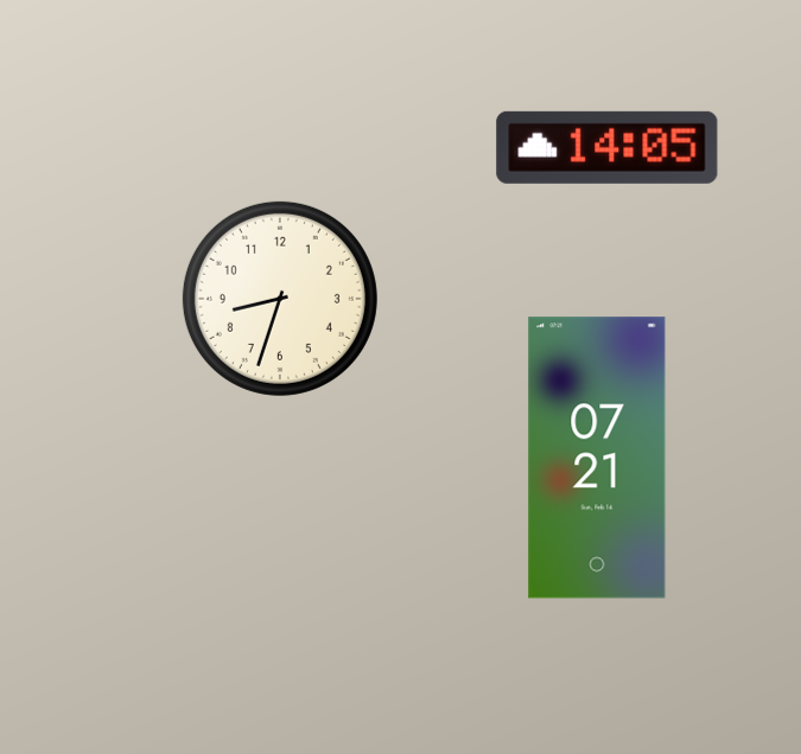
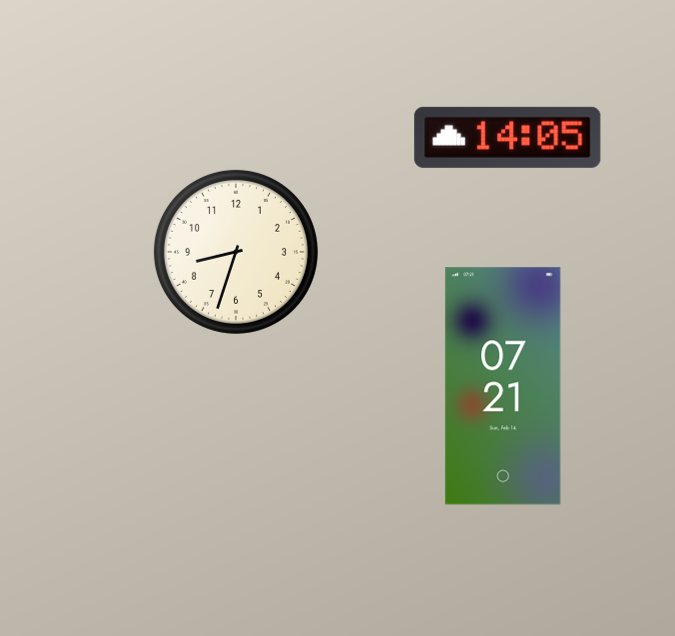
clock at (608, 147) position: (608, 147) -> (508, 137)
